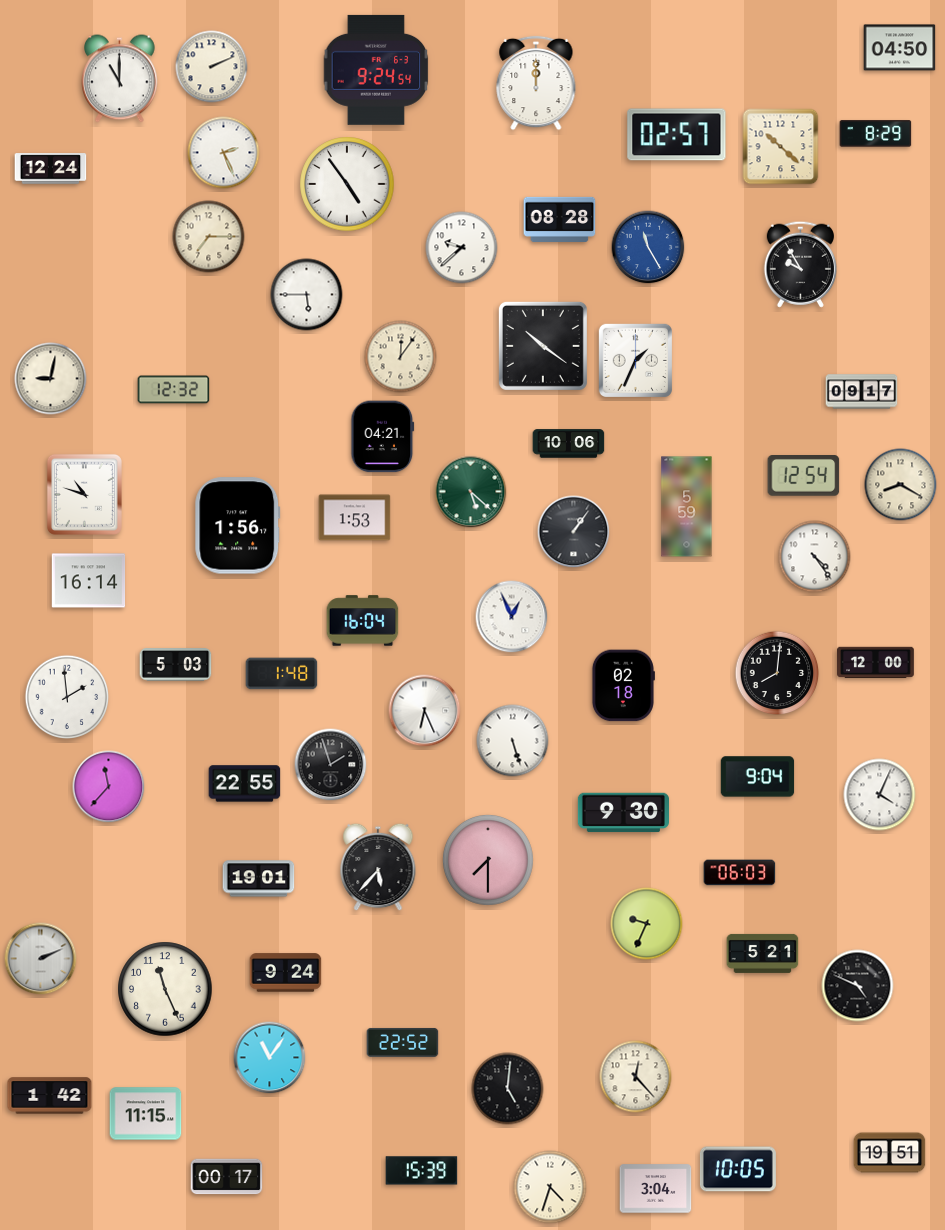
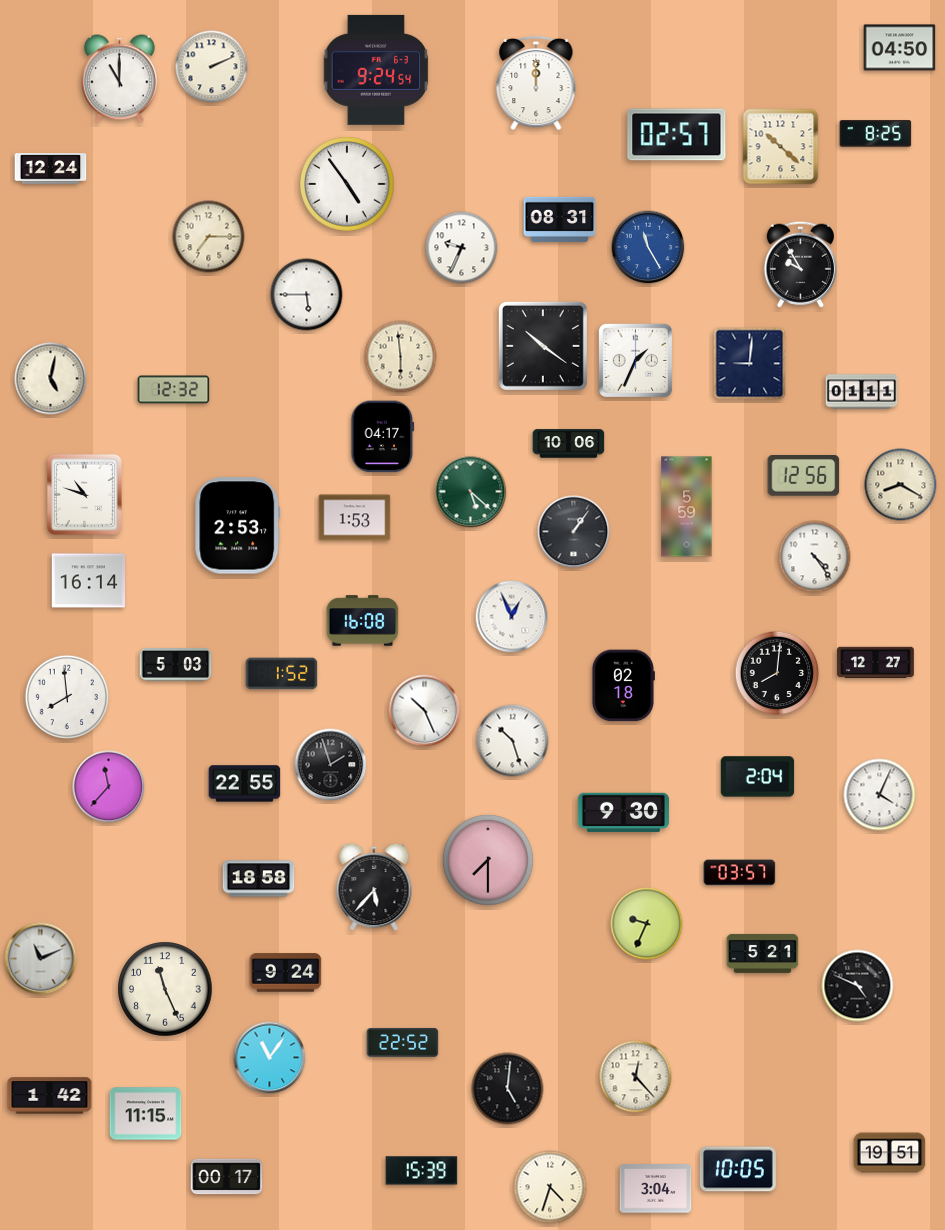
clock at (876, 134): 8:29 -> 8:25
clock at (224, 153): 2:26 -> none
clock at (560, 219): 08:28 -> 08:31
clock at (462, 248): 9:38 -> 9:34
clock at (401, 357): 12:06 -> 5:59
clock at (750, 364): none -> 9:01
clock at (51, 379): 9:02 -> 5:02
clock at (862, 392): 09:17 -> 01:11
clock at (383, 437): 04:21 -> 04:17
clock at (804, 476): 12:54 -> 12:56
clock at (238, 526): 1:56 -> 2:53
clock at (363, 621): 16:04 -> 16:08
clock at (876, 663): 12:00 -> 12:27
clock at (282, 674): 1:48 -> 1:52
clock at (67, 697): 1:59 -> 7:59
clock at (425, 711): 6:26 -> 10:26
clock at (513, 741): 5:27 -> 10:27
clock at (758, 777): 9:04 -> 2:04
clock at (378, 867) position: (378, 867) -> (374, 887)
clock at (740, 873): 06:03 -> 03:57
clock at (259, 879): 19:01 -> 18:58
clock at (41, 959): 2:11 -> 11:11
